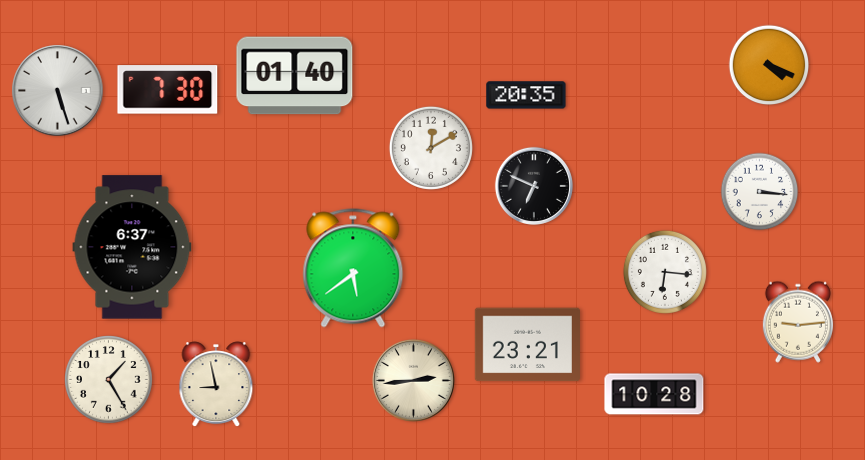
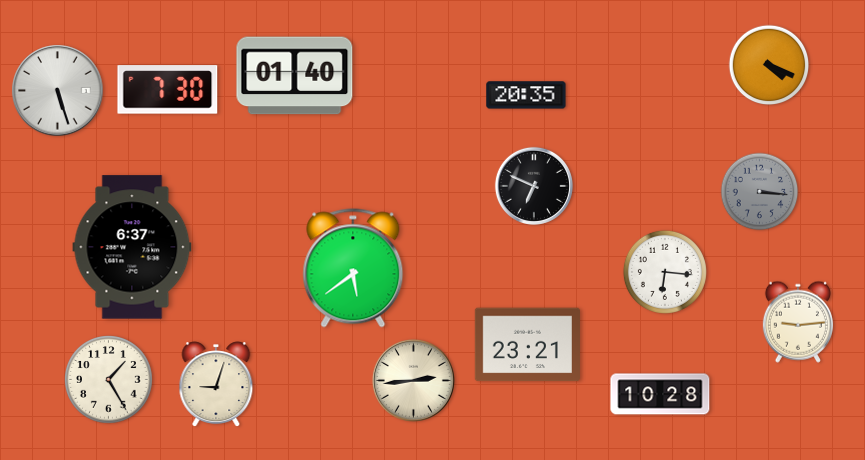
clock at (431, 148): 12:10 -> none
clock at (760, 192) dial: white -> grey
clock at (216, 384): 8:58 -> 9:03
clock at (654, 394) position: (654, 394) -> (660, 394)
